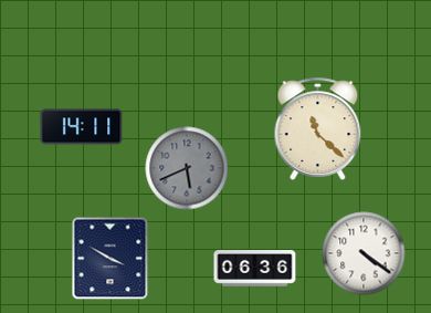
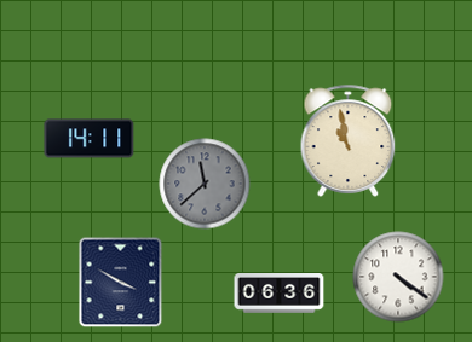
clock at (318, 128): 11:22 -> 10:58
clock at (187, 168): 5:41 -> 11:38
